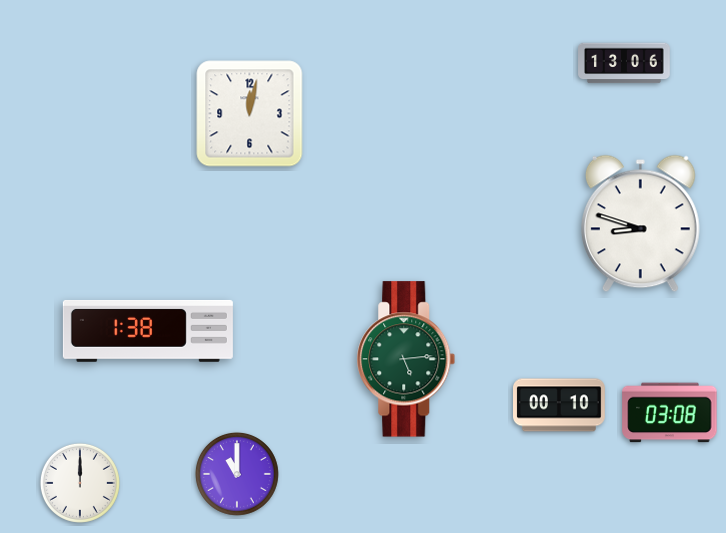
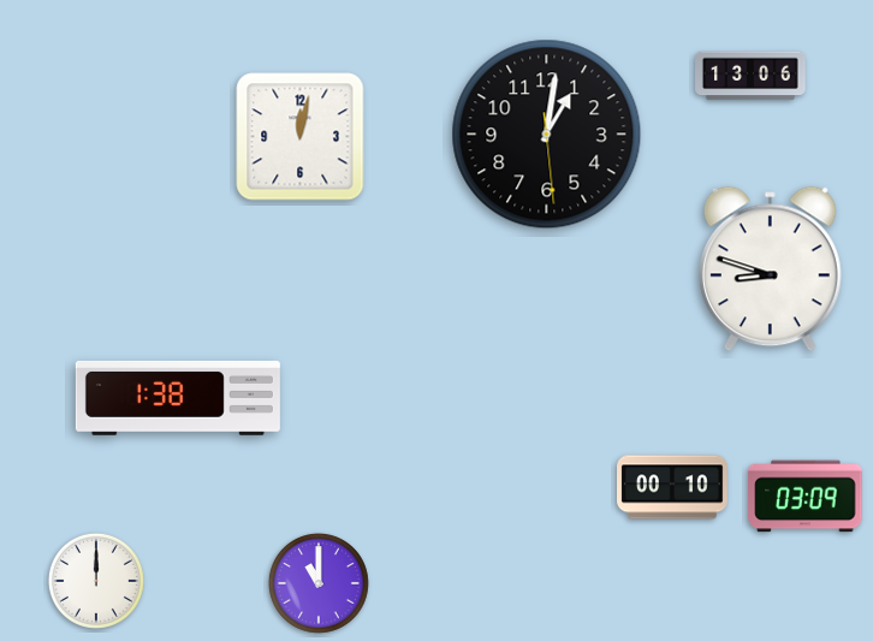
clock at (547, 135): none -> 1:01
clock at (406, 359): 5:14 -> none
clock at (670, 413): 03:08 -> 03:09
clock at (237, 474) position: (237, 474) -> (319, 583)
